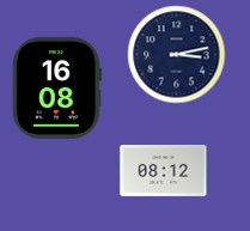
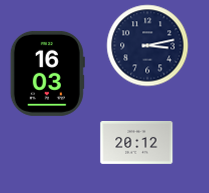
clock at (56, 87): 16:08 -> 16:03
clock at (164, 170): 08:12 -> 20:12
